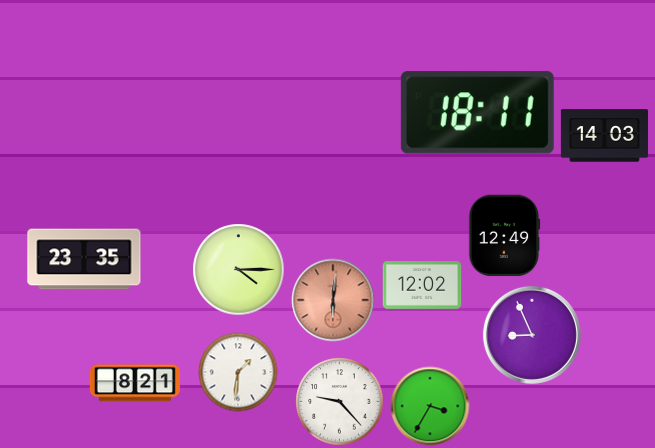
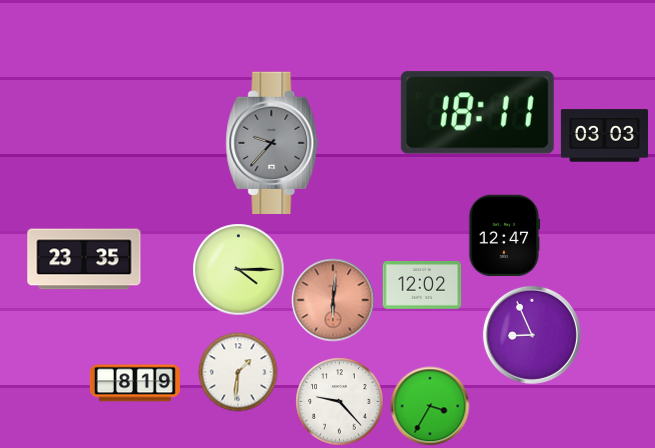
clock at (604, 136): 14:03 -> 03:03
clock at (272, 142): none -> 9:37
clock at (505, 235): 12:49 -> 12:47
clock at (135, 383): 8:21 -> 8:19
